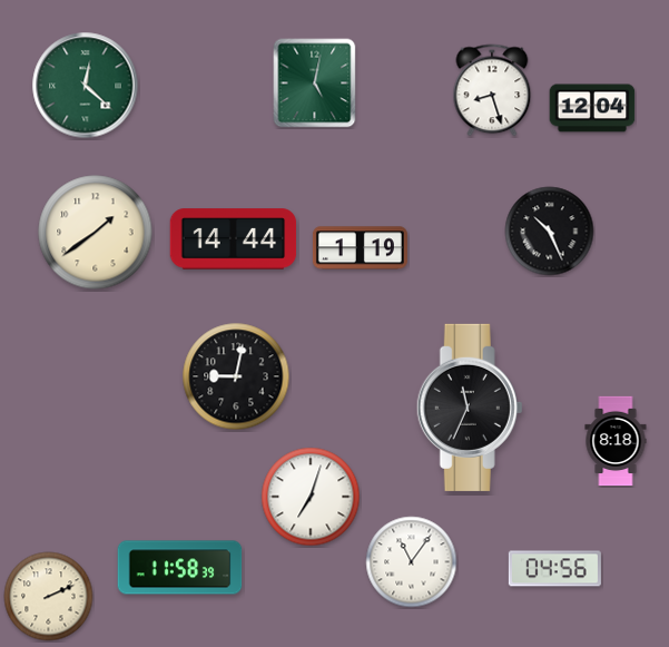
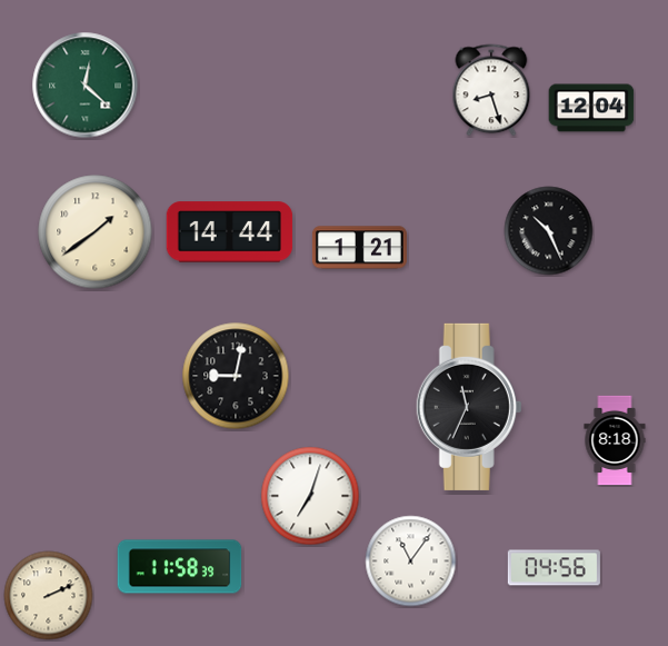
clock at (315, 84): 5:02 -> none
clock at (234, 239) position: (234, 239) -> (230, 232)
clock at (360, 248): 1:19 -> 1:21
